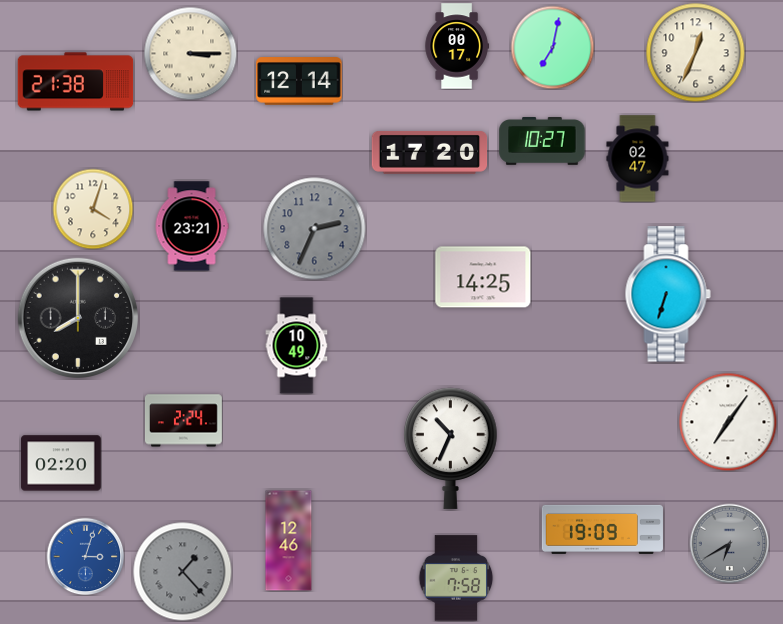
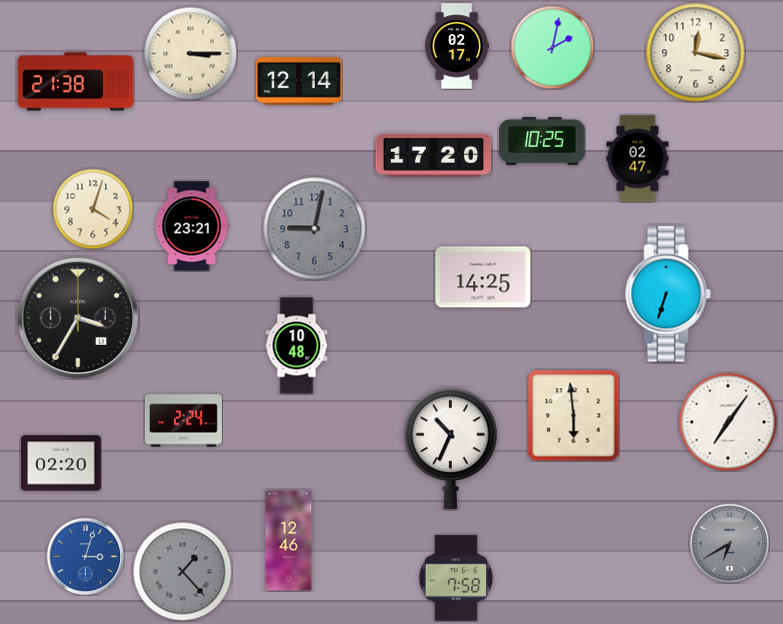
clock at (457, 46): 00:17 -> 02:17
clock at (552, 47): 7:02 -> 2:02
clock at (696, 53): 12:34 -> 12:17
clock at (542, 142): 10:27 -> 10:25
clock at (430, 152) position: (430, 152) -> (434, 155)
clock at (315, 229): 2:34 -> 9:02
clock at (77, 317): 8:00 -> 3:35
clock at (297, 346): 10:49 -> 10:48
clock at (574, 416): none -> 5:59
clock at (602, 529): 19:09 -> none
